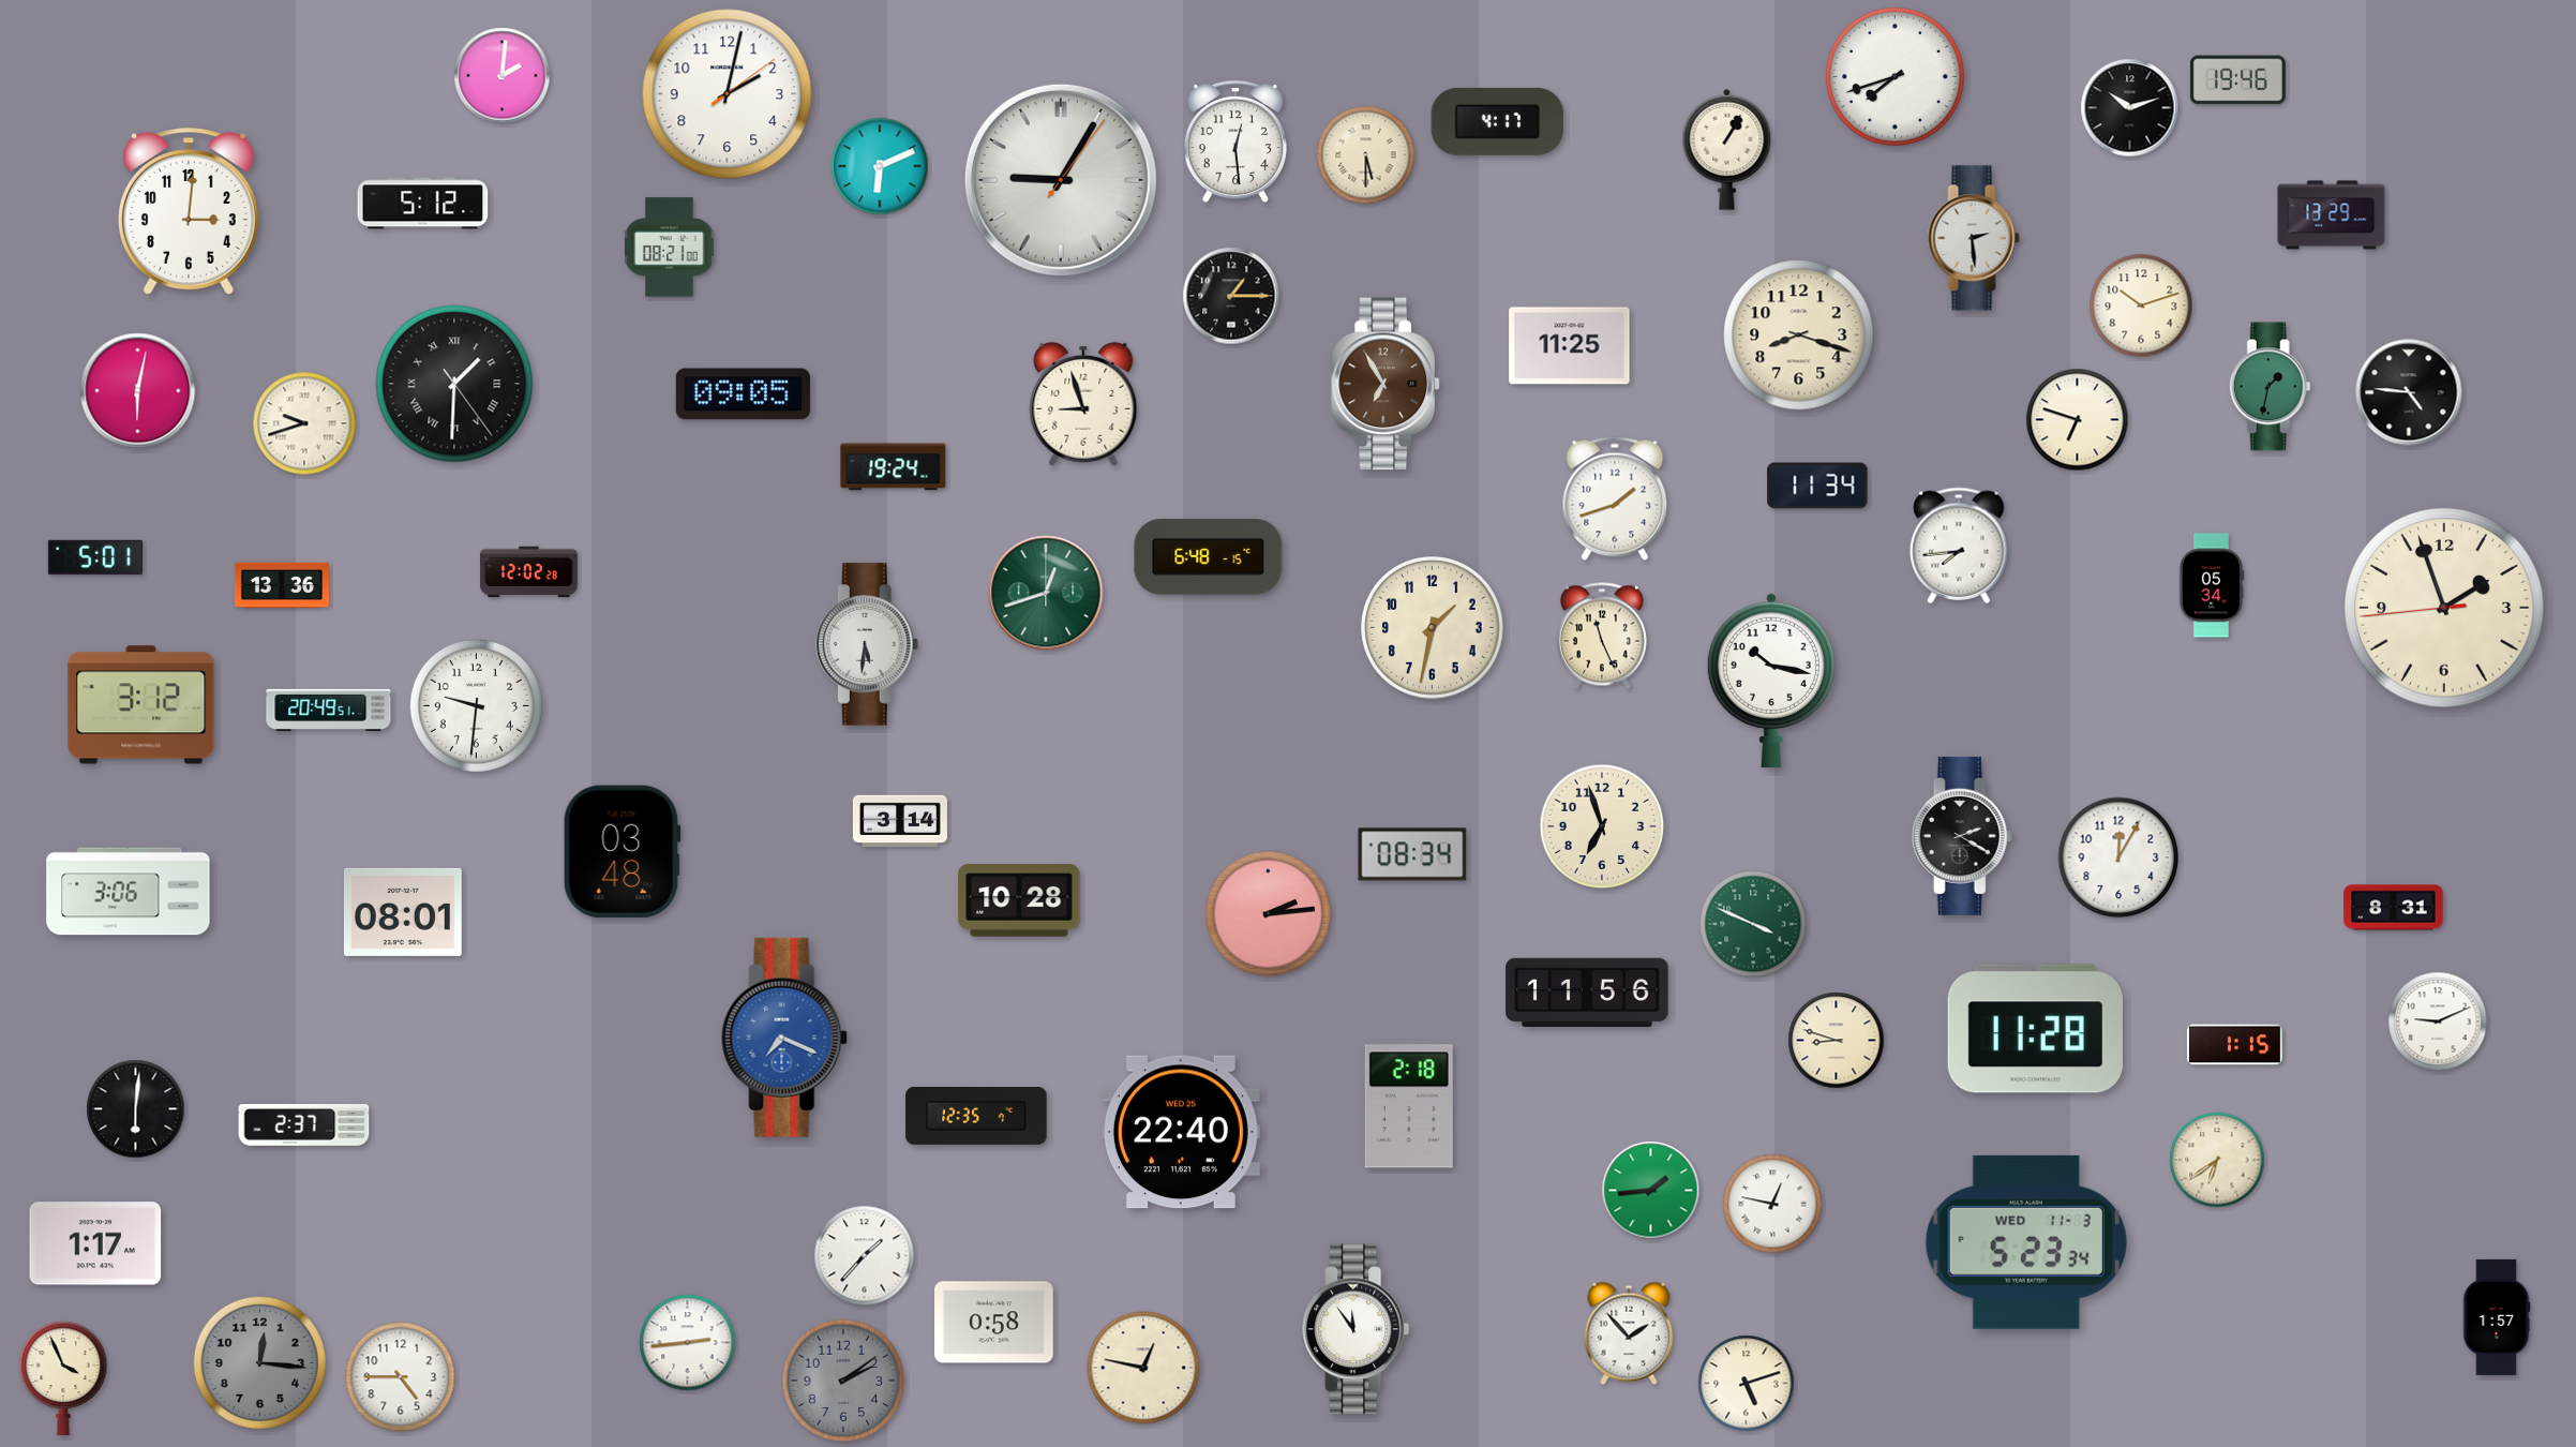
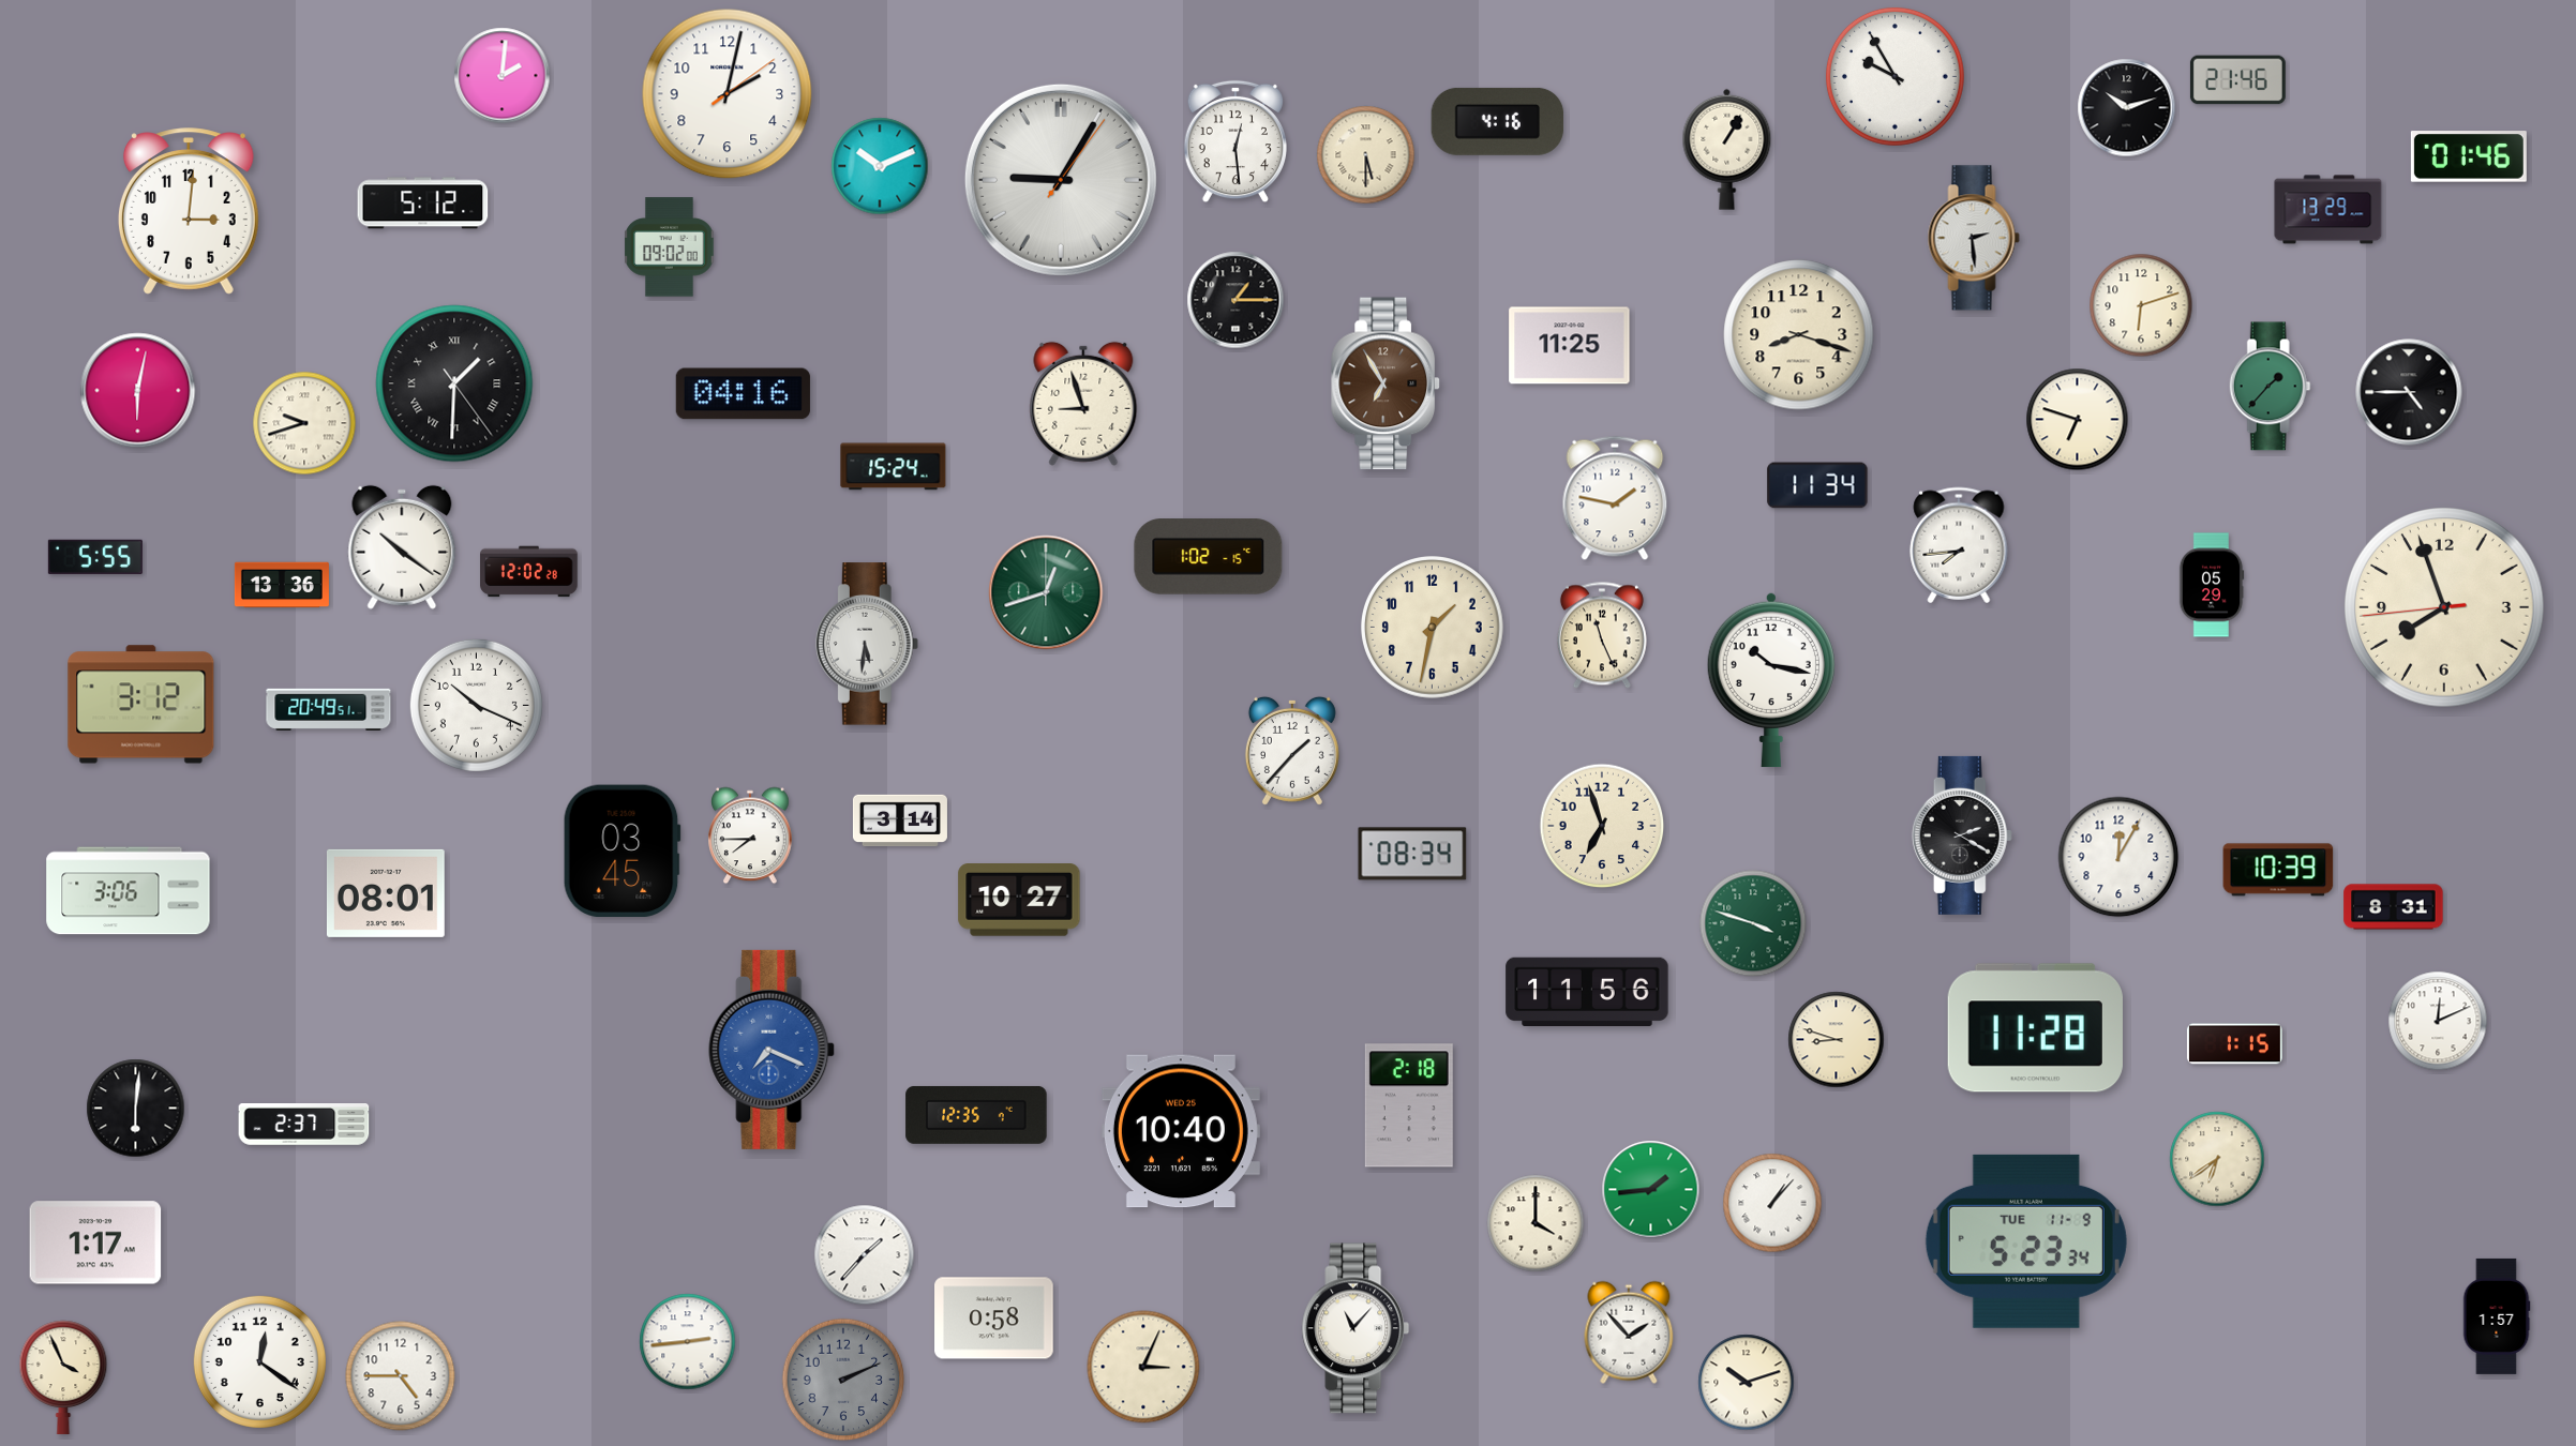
clock at (1894, 76): 7:42 -> 9:55
clock at (2237, 80): 19:46 -> 21:46
clock at (2130, 108) position: (2130, 108) -> (2127, 108)
clock at (1498, 121): 4:17 -> 4:16
clock at (2469, 156): none -> 01:46
clock at (880, 166): 6:11 -> 10:11
clock at (2332, 215) position: (2332, 215) -> (2328, 210)
clock at (670, 248): 08:21 -> 09:02
clock at (1231, 296) position: (1231, 296) -> (1235, 300)
clock at (2141, 305): 10:12 -> 6:12
clock at (2270, 387): 1:32 -> 1:37
clock at (2409, 392): 4:46 -> 4:45
clock at (743, 394): 09:05 -> 04:16
clock at (894, 467): 19:24 -> 15:24
clock at (1615, 498): 1:42 -> 1:47
clock at (402, 547): none -> 10:21
clock at (95, 557): 5:01 -> 5:55
clock at (1209, 557): 6:48 -> 1:02
clock at (2212, 585): 05:34 -> 05:29
clock at (2444, 608): 1:56 -> 7:56
clock at (476, 705): 9:31 -> 10:19
clock at (1292, 751): none -> 1:37
clock at (750, 835): none -> 7:45
clock at (621, 851): 03:48 -> 03:45
clock at (2278, 870): none -> 10:39
clock at (1019, 901): 10:28 -> 10:27
clock at (403, 912) position: (403, 912) -> (386, 893)
clock at (1269, 914): 2:14 -> none
clock at (1753, 924): 3:49 -> 3:48
clock at (2438, 1021): 9:11 -> 12:11
clock at (785, 1038) position: (785, 1038) -> (773, 1050)
clock at (1181, 1132): 22:40 -> 10:40
clock at (1772, 1204): 12:47 -> 1:07
clock at (1536, 1223): none -> 4:00
clock at (2026, 1242) date: WED 11-3 -> TUE 11-9
clock at (994, 1323) position: (994, 1323) -> (994, 1319)
clock at (1356, 1329): 11:54 -> 11:07
clock at (259, 1362): 12:16 -> 12:21
clock at (259, 1362) dial: grey -> white
clock at (1143, 1368): 12:47 -> 3:04
clock at (843, 1381): 2:09 -> 2:11
clock at (1747, 1384): 5:12 -> 10:12
